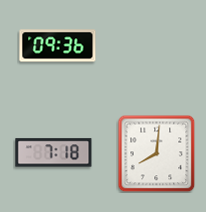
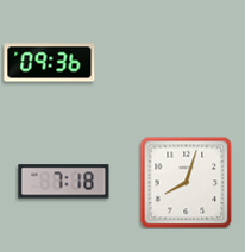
clock at (58, 46) position: (58, 46) -> (50, 63)
clock at (156, 153): 8:01 -> 8:03
